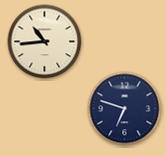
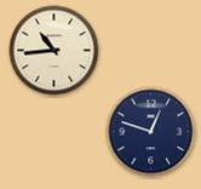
clock at (125, 109): 6:48 -> 12:48
